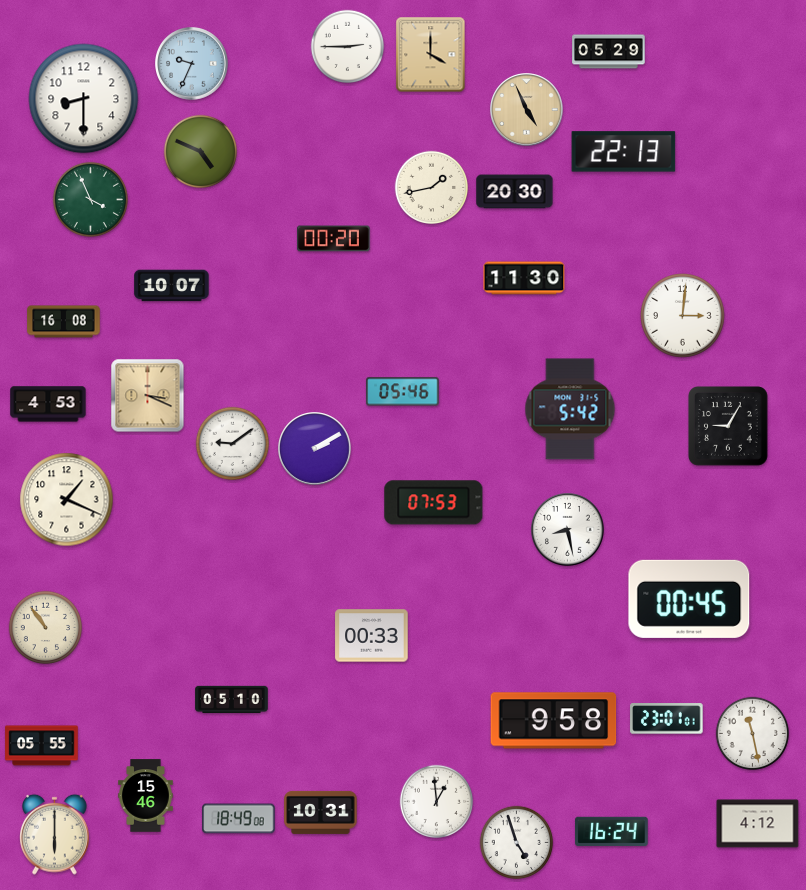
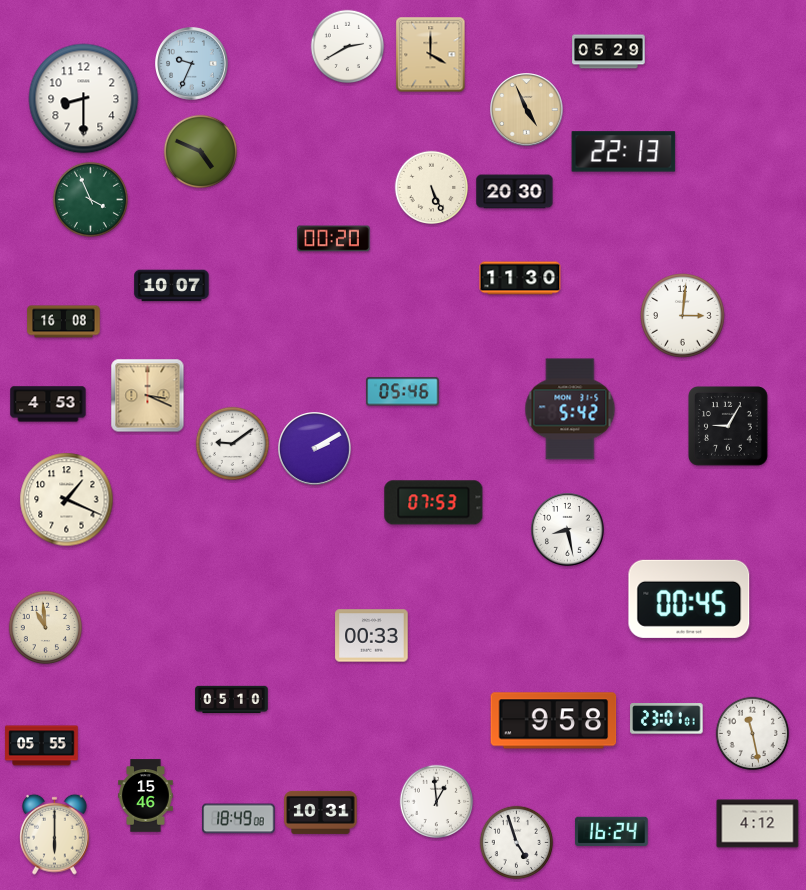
clock at (348, 47): 2:45 -> 2:40
clock at (432, 188): 1:43 -> 5:26
clock at (524, 278) position: (524, 278) -> (520, 278)
clock at (46, 628): 10:54 -> 10:59
